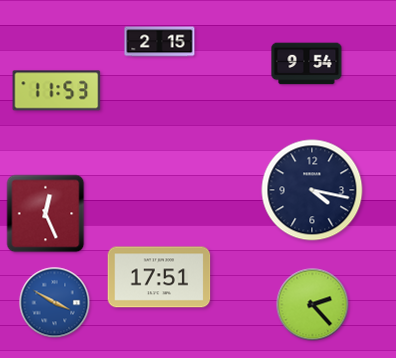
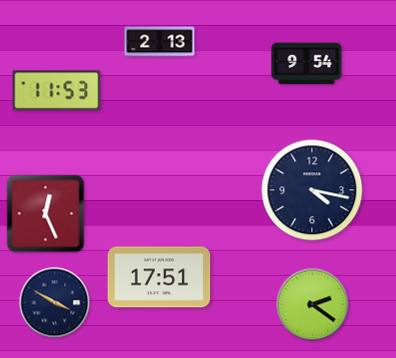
clock at (160, 42): 2:15 -> 2:13
clock at (55, 303) dial: blue -> navy
clock at (313, 305): 2:23 -> 2:21
